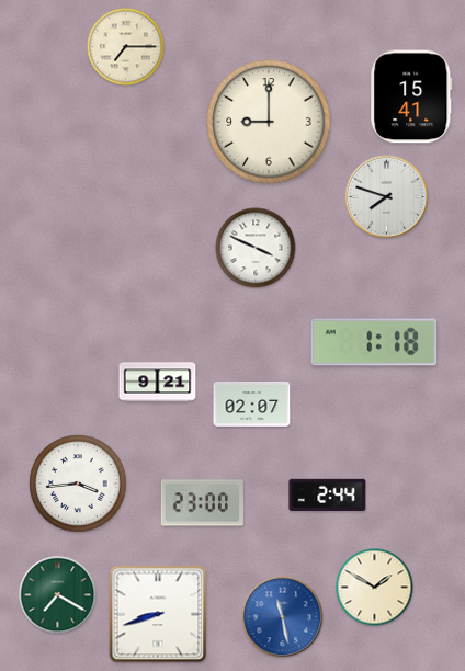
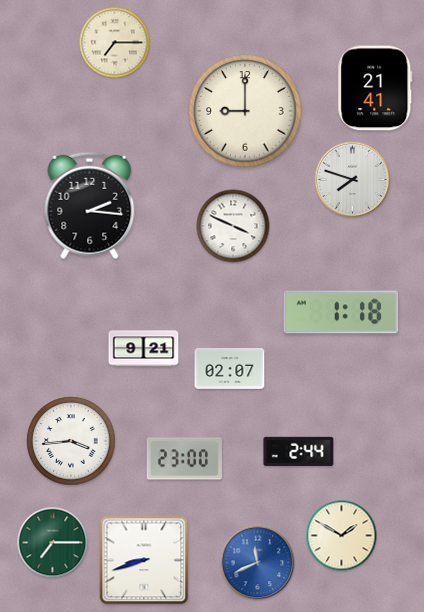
clock at (411, 96): 15:41 -> 21:41
clock at (90, 206): none -> 2:16
clock at (58, 595): 7:20 -> 7:15
clock at (283, 617): 11:28 -> 11:41
